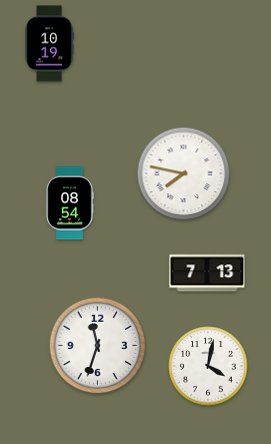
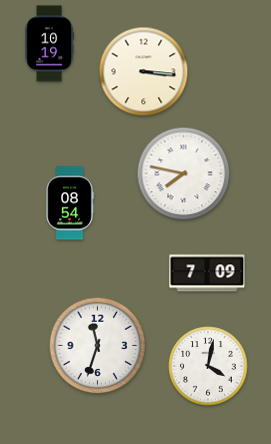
clock at (144, 72): none -> 3:16
clock at (207, 273): 7:13 -> 7:09
